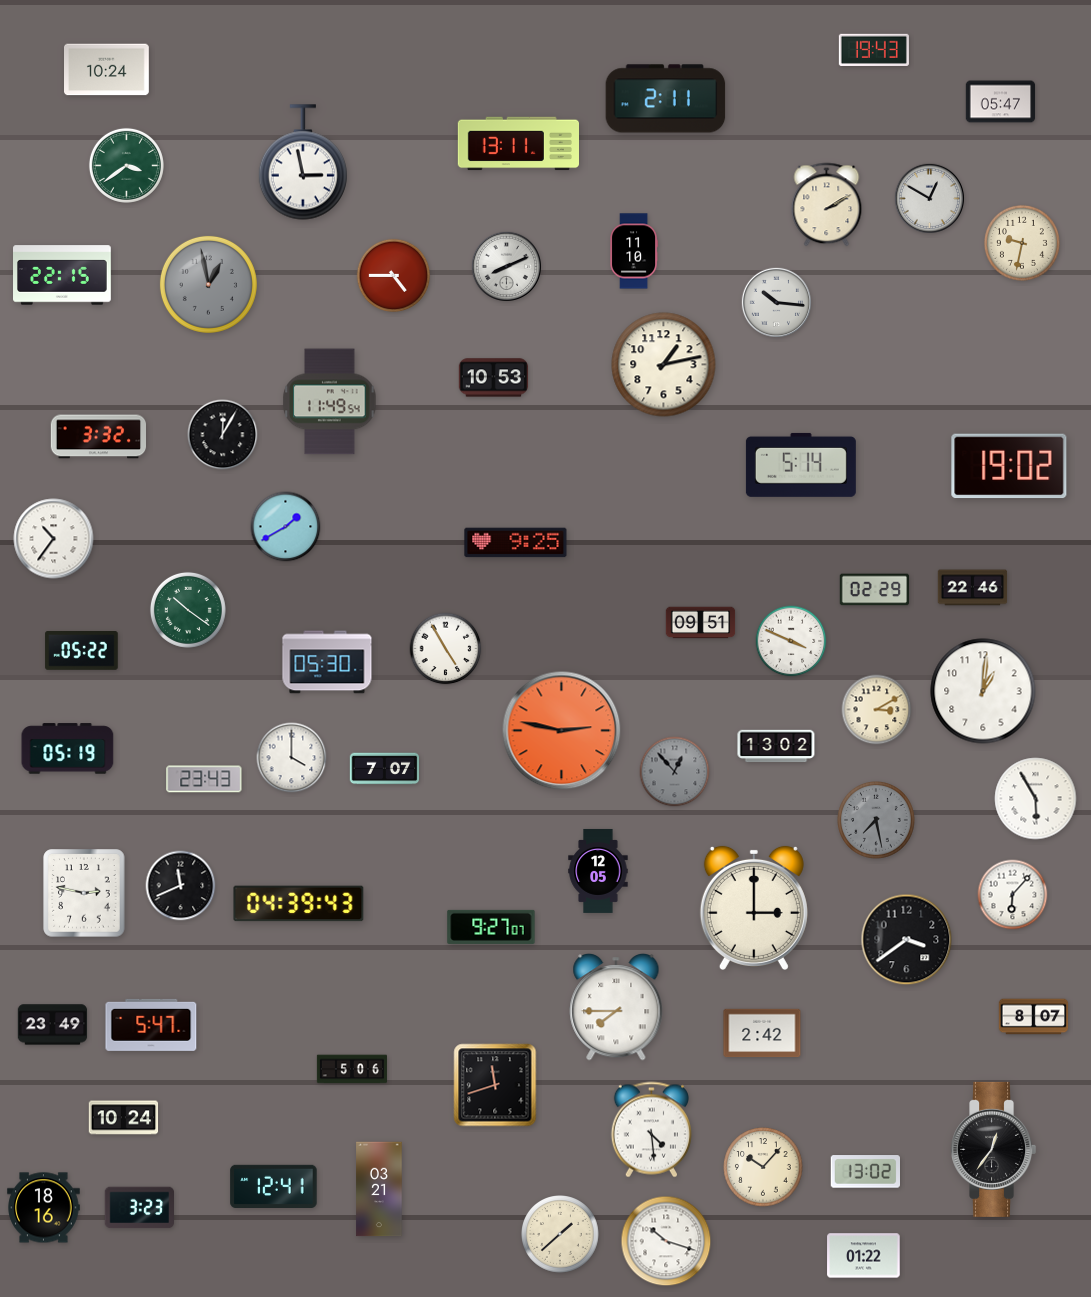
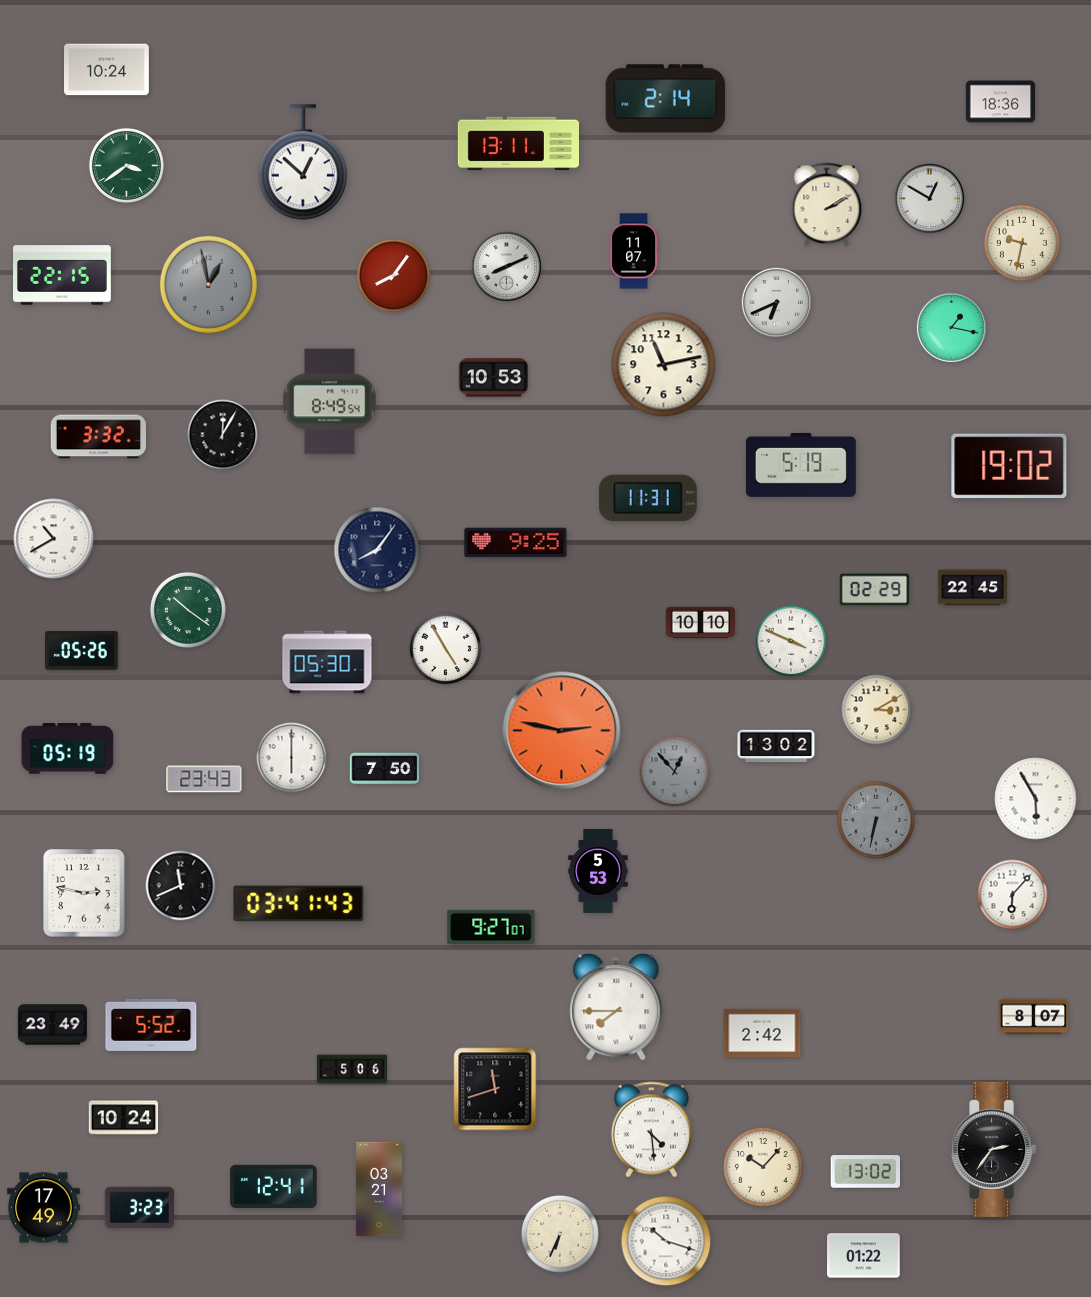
clock at (874, 50): 19:43 -> none
clock at (666, 99): 2:11 -> 2:14
clock at (1001, 102): 05:47 -> 18:36
clock at (303, 162): 2:58 -> 12:52
clock at (634, 251): 11:10 -> 11:07
clock at (394, 276): 4:45 -> 8:06
clock at (776, 302): 10:16 -> 6:41
clock at (951, 327): none -> 1:17
clock at (664, 365): 1:13 -> 11:13
clock at (330, 402): 11:49 -> 8:49
clock at (801, 465): 5:14 -> 5:19
clock at (648, 498): none -> 11:31
clock at (286, 527): 1:40 -> none
clock at (54, 539): 10:36 -> 10:40
clock at (377, 550): none -> 8:06
clock at (973, 588): 22:46 -> 22:45
clock at (701, 623): 09:51 -> 10:10
clock at (82, 651): 05:22 -> 05:26
clock at (983, 691): 1:01 -> none
clock at (292, 758): 4:00 -> 6:00
clock at (385, 769): 7:07 -> 7:50
clock at (877, 821): 7:28 -> 6:32
clock at (598, 871): 12:05 -> 5:53
clock at (299, 904): 04:39 -> 03:41
clock at (754, 908): 3:00 -> none
clock at (907, 940): 3:39 -> none
clock at (151, 1025): 5:47 -> 5:52
clock at (495, 1085) position: (495, 1085) -> (495, 1089)
clock at (994, 1149): 12:36 -> 2:36
clock at (44, 1208): 18:16 -> 17:49
clock at (561, 1235): 1:38 -> 6:34
